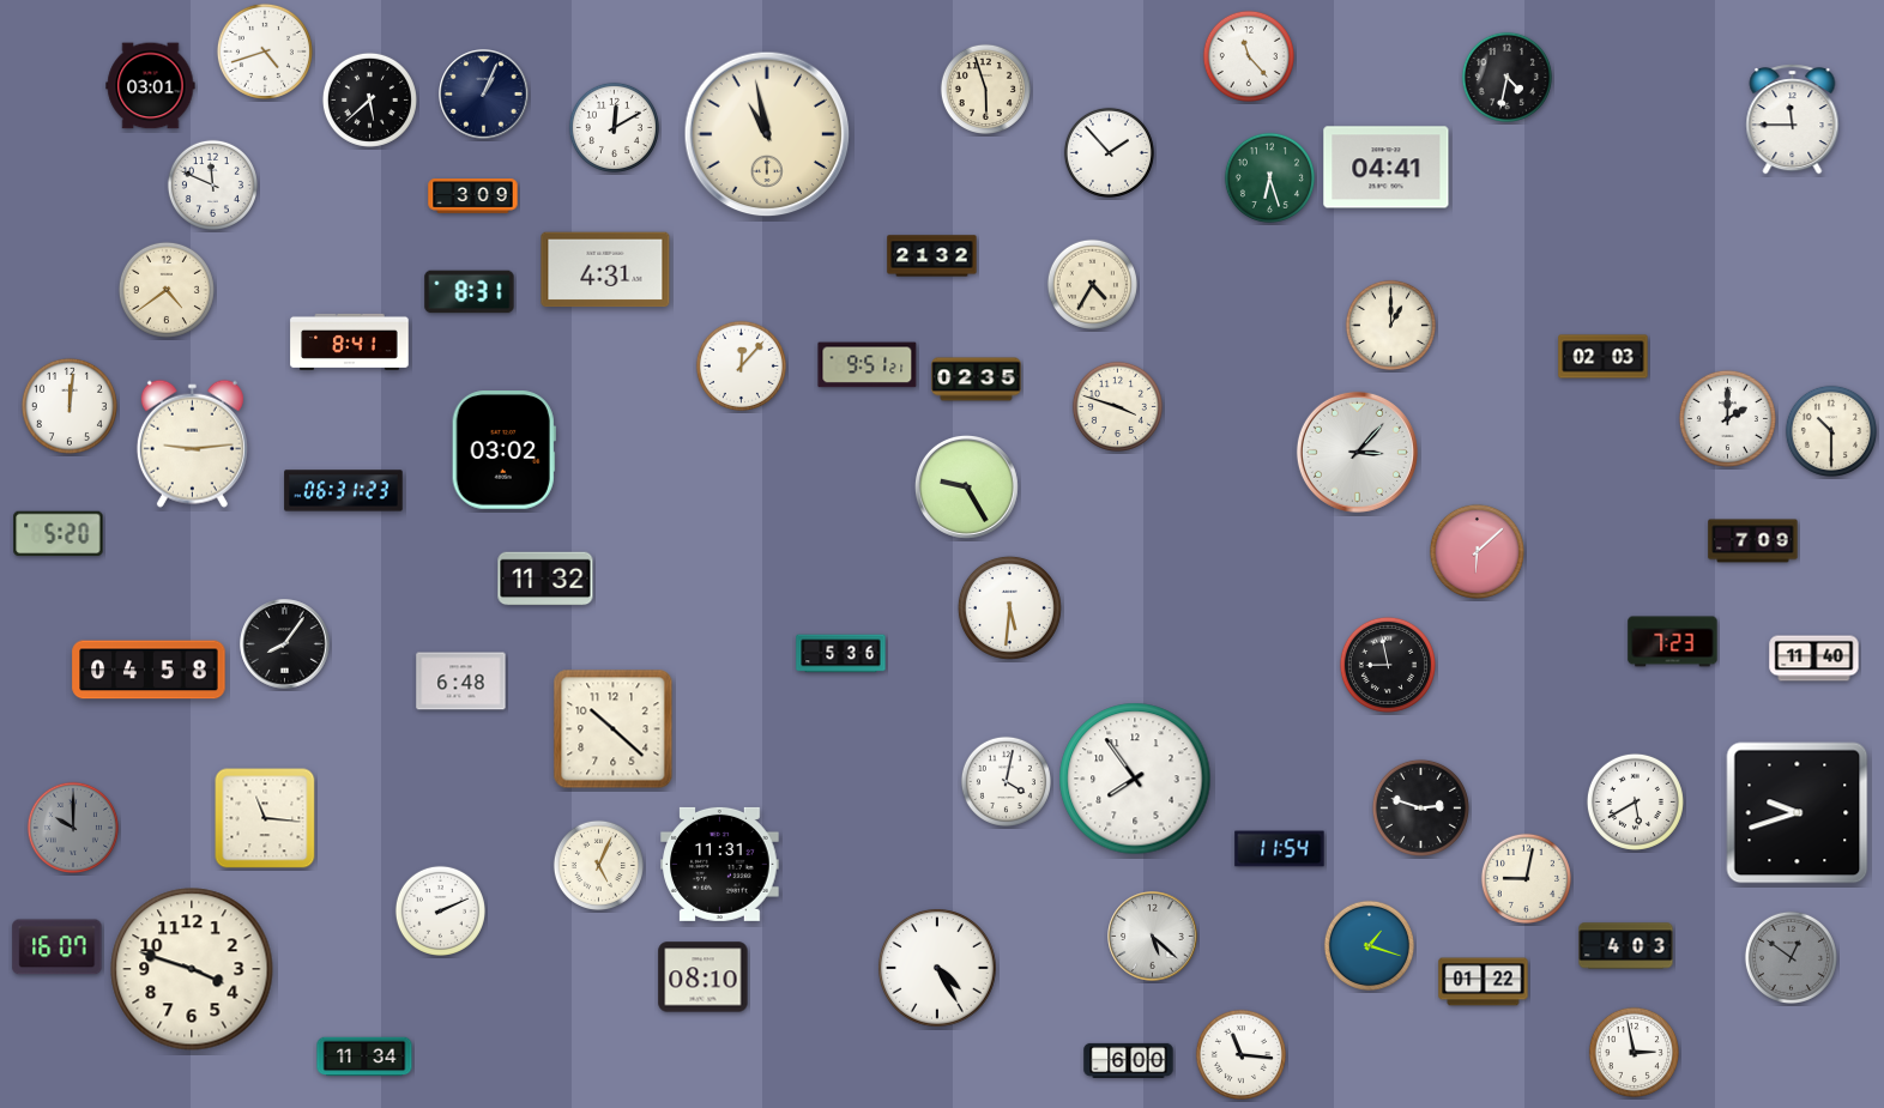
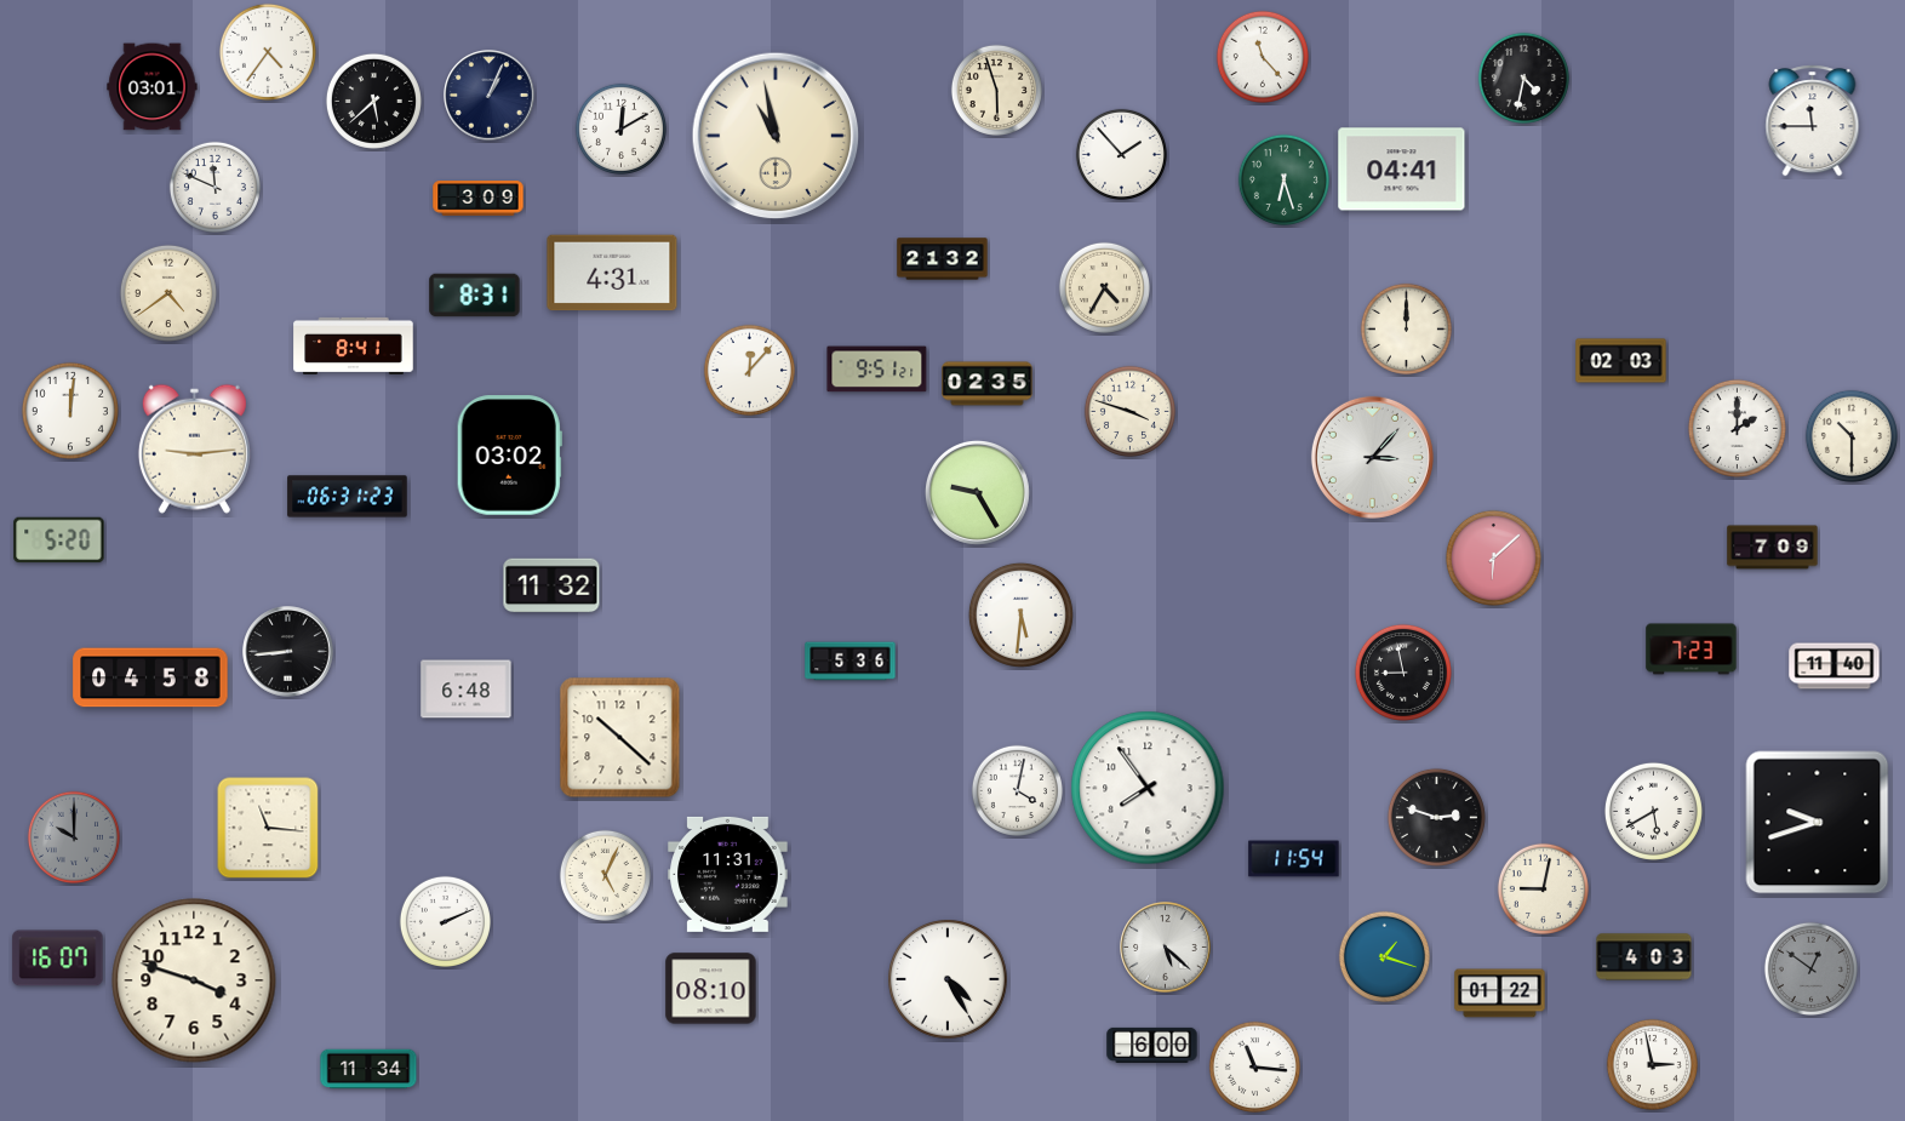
clock at (265, 52): 4:42 -> 4:36
clock at (1390, 325): 1:00 -> 12:00
clock at (1727, 418) position: (1727, 418) -> (1737, 428)
clock at (285, 644): 8:06 -> 8:44
clock at (1129, 1060) position: (1129, 1060) -> (1152, 1045)
